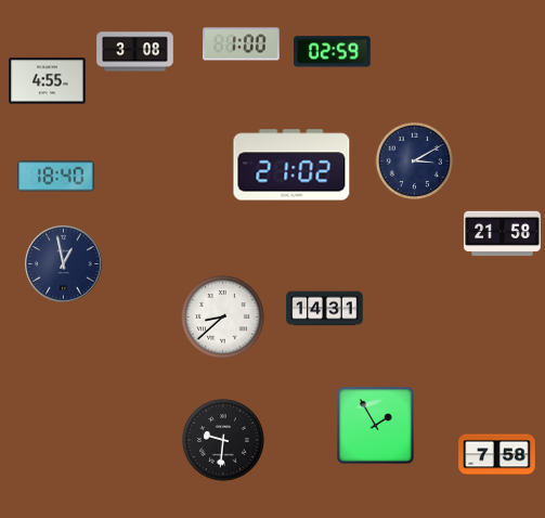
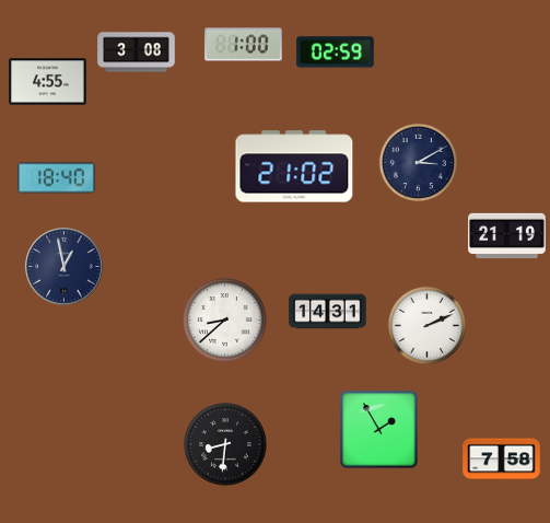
clock at (503, 234): 21:58 -> 21:19
clock at (426, 325): none -> 2:11
clock at (223, 440): 9:31 -> 8:31
